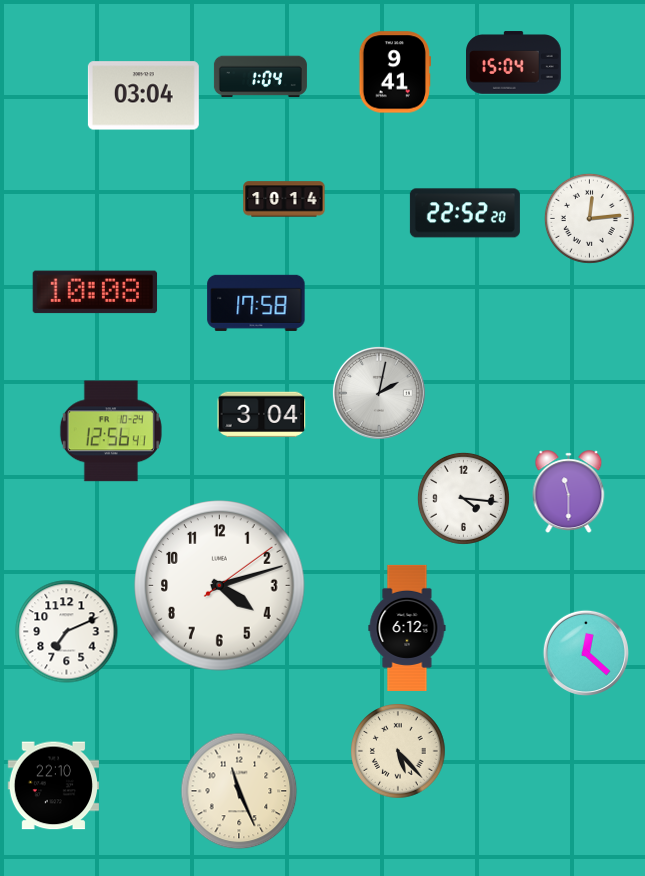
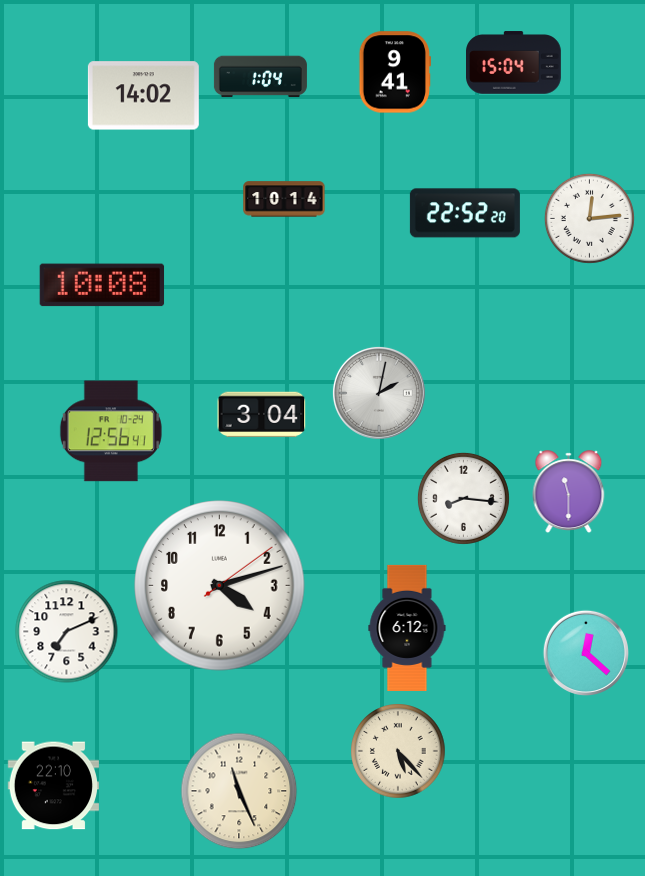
clock at (143, 96): 03:04 -> 14:02
clock at (95, 292) position: (95, 292) -> (102, 285)
clock at (256, 303): 17:58 -> none
clock at (463, 498): 4:16 -> 8:16
